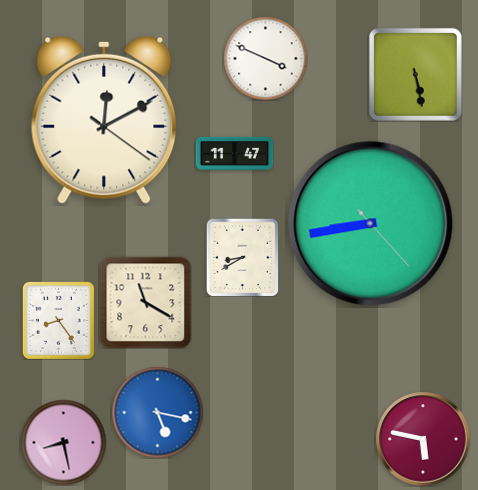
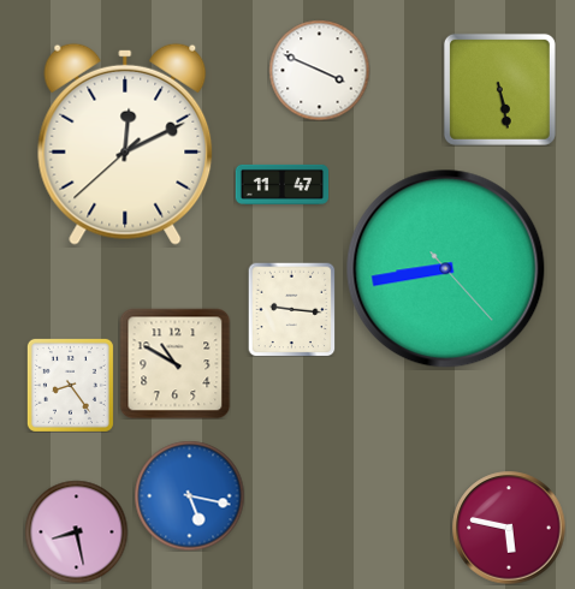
clock at (104, 120): 12:10:21 -> 12:10:38
clock at (243, 257): 8:40 -> 9:16
clock at (145, 302): 11:20 -> 10:50
